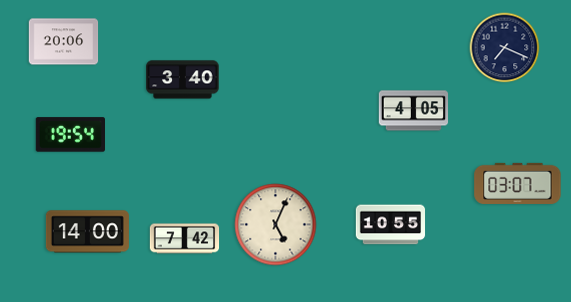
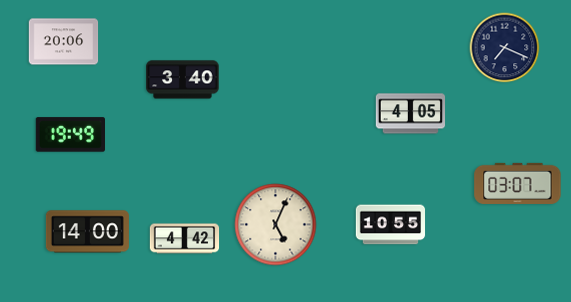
clock at (414, 111) position: (414, 111) -> (411, 114)
clock at (70, 135): 19:54 -> 19:49
clock at (185, 239): 7:42 -> 4:42
